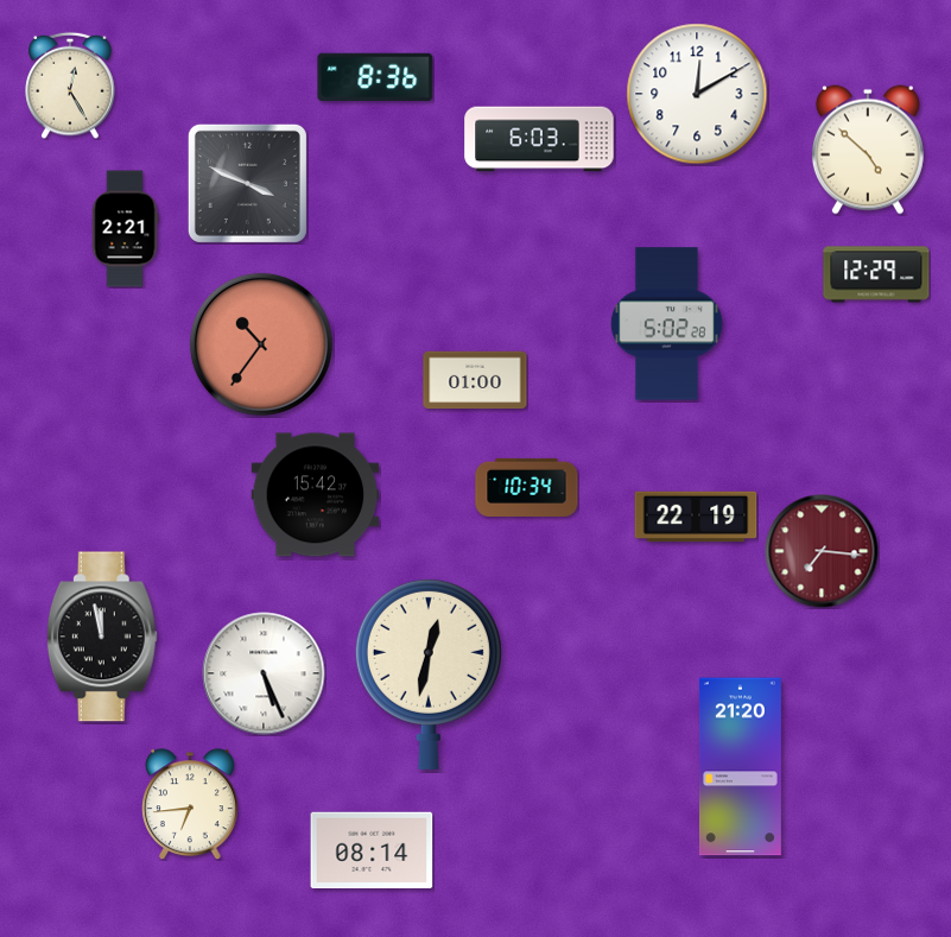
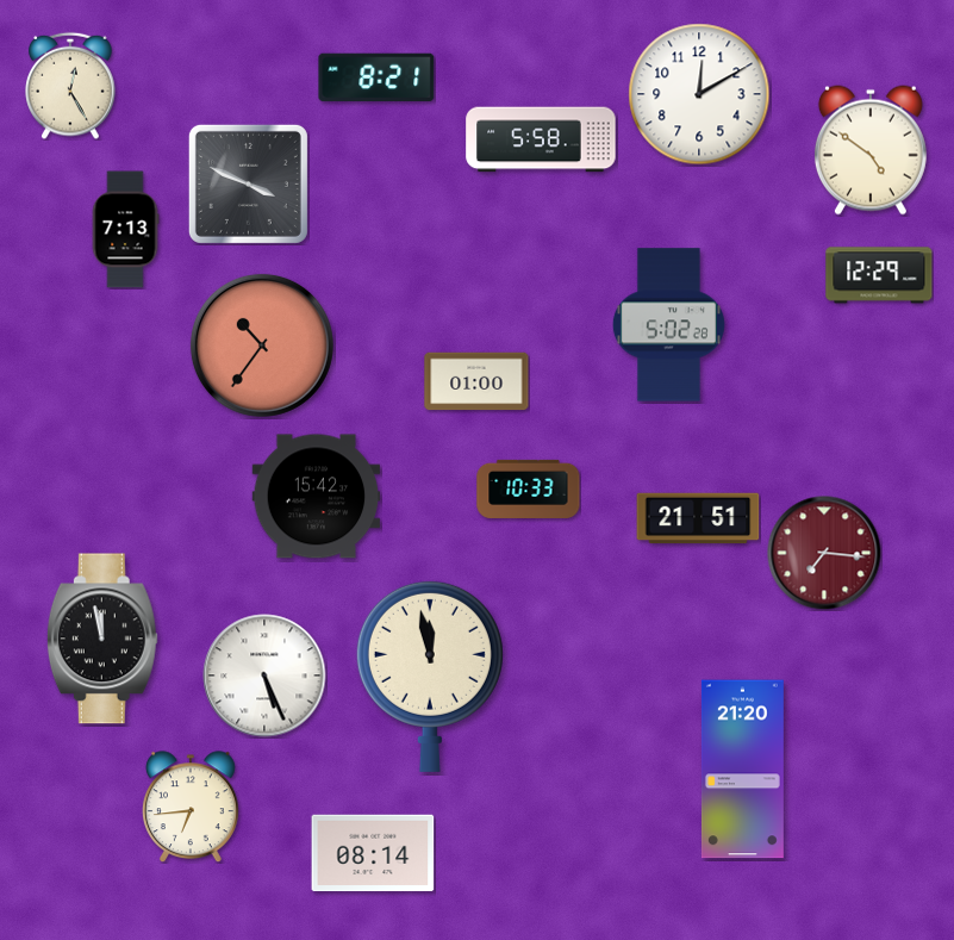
clock at (375, 77): 8:36 -> 8:21
clock at (539, 139): 6:03 -> 5:58
clock at (868, 150): 4:52 -> 4:51
clock at (125, 229): 2:21 -> 7:13
clock at (527, 487): 10:34 -> 10:33
clock at (696, 517): 22:19 -> 21:51
clock at (429, 673): 12:32 -> 11:58
